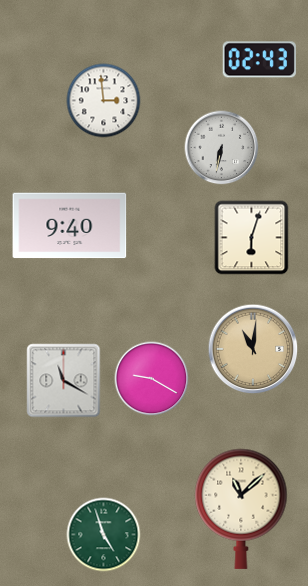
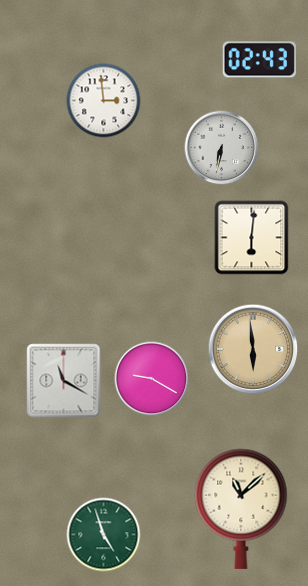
clock at (70, 226): 9:40 -> none
clock at (252, 238): 6:03 -> 6:01
clock at (253, 349): 11:01 -> 5:59
